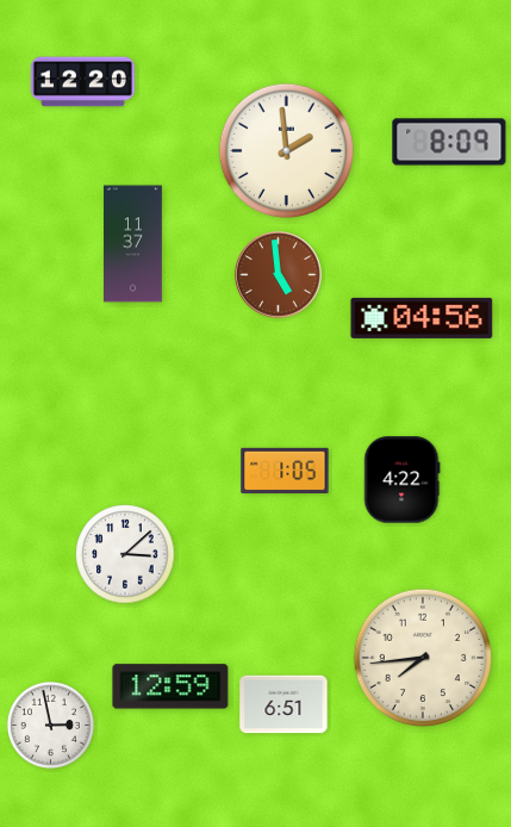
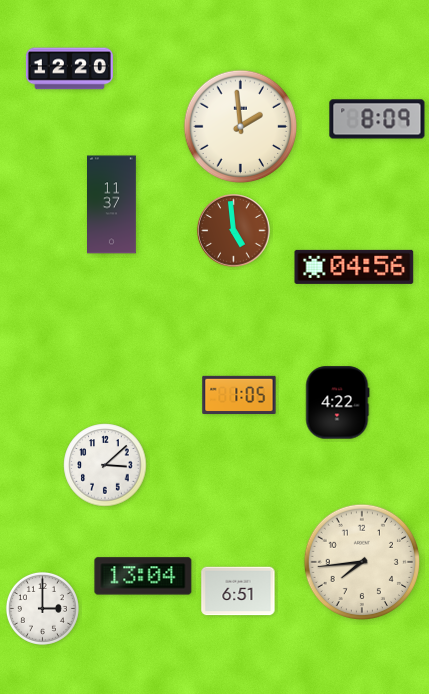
clock at (422, 657) position: (422, 657) -> (361, 561)
clock at (170, 686): 12:59 -> 13:04
clock at (50, 725): 2:58 -> 3:00
